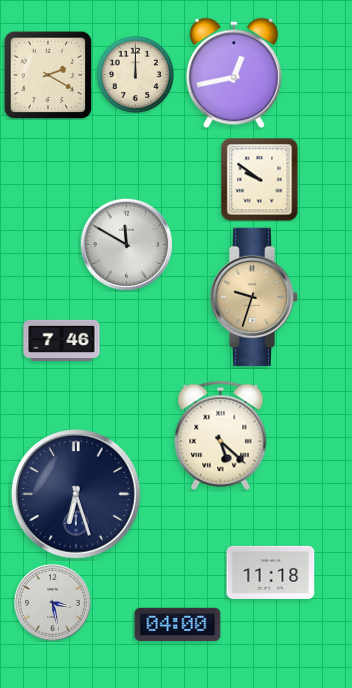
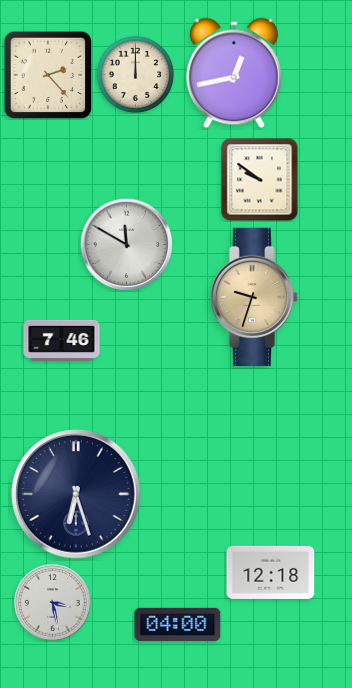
clock at (48, 75): 2:20 -> 2:23
clock at (221, 435): 5:22 -> none
clock at (271, 572): 11:18 -> 12:18
